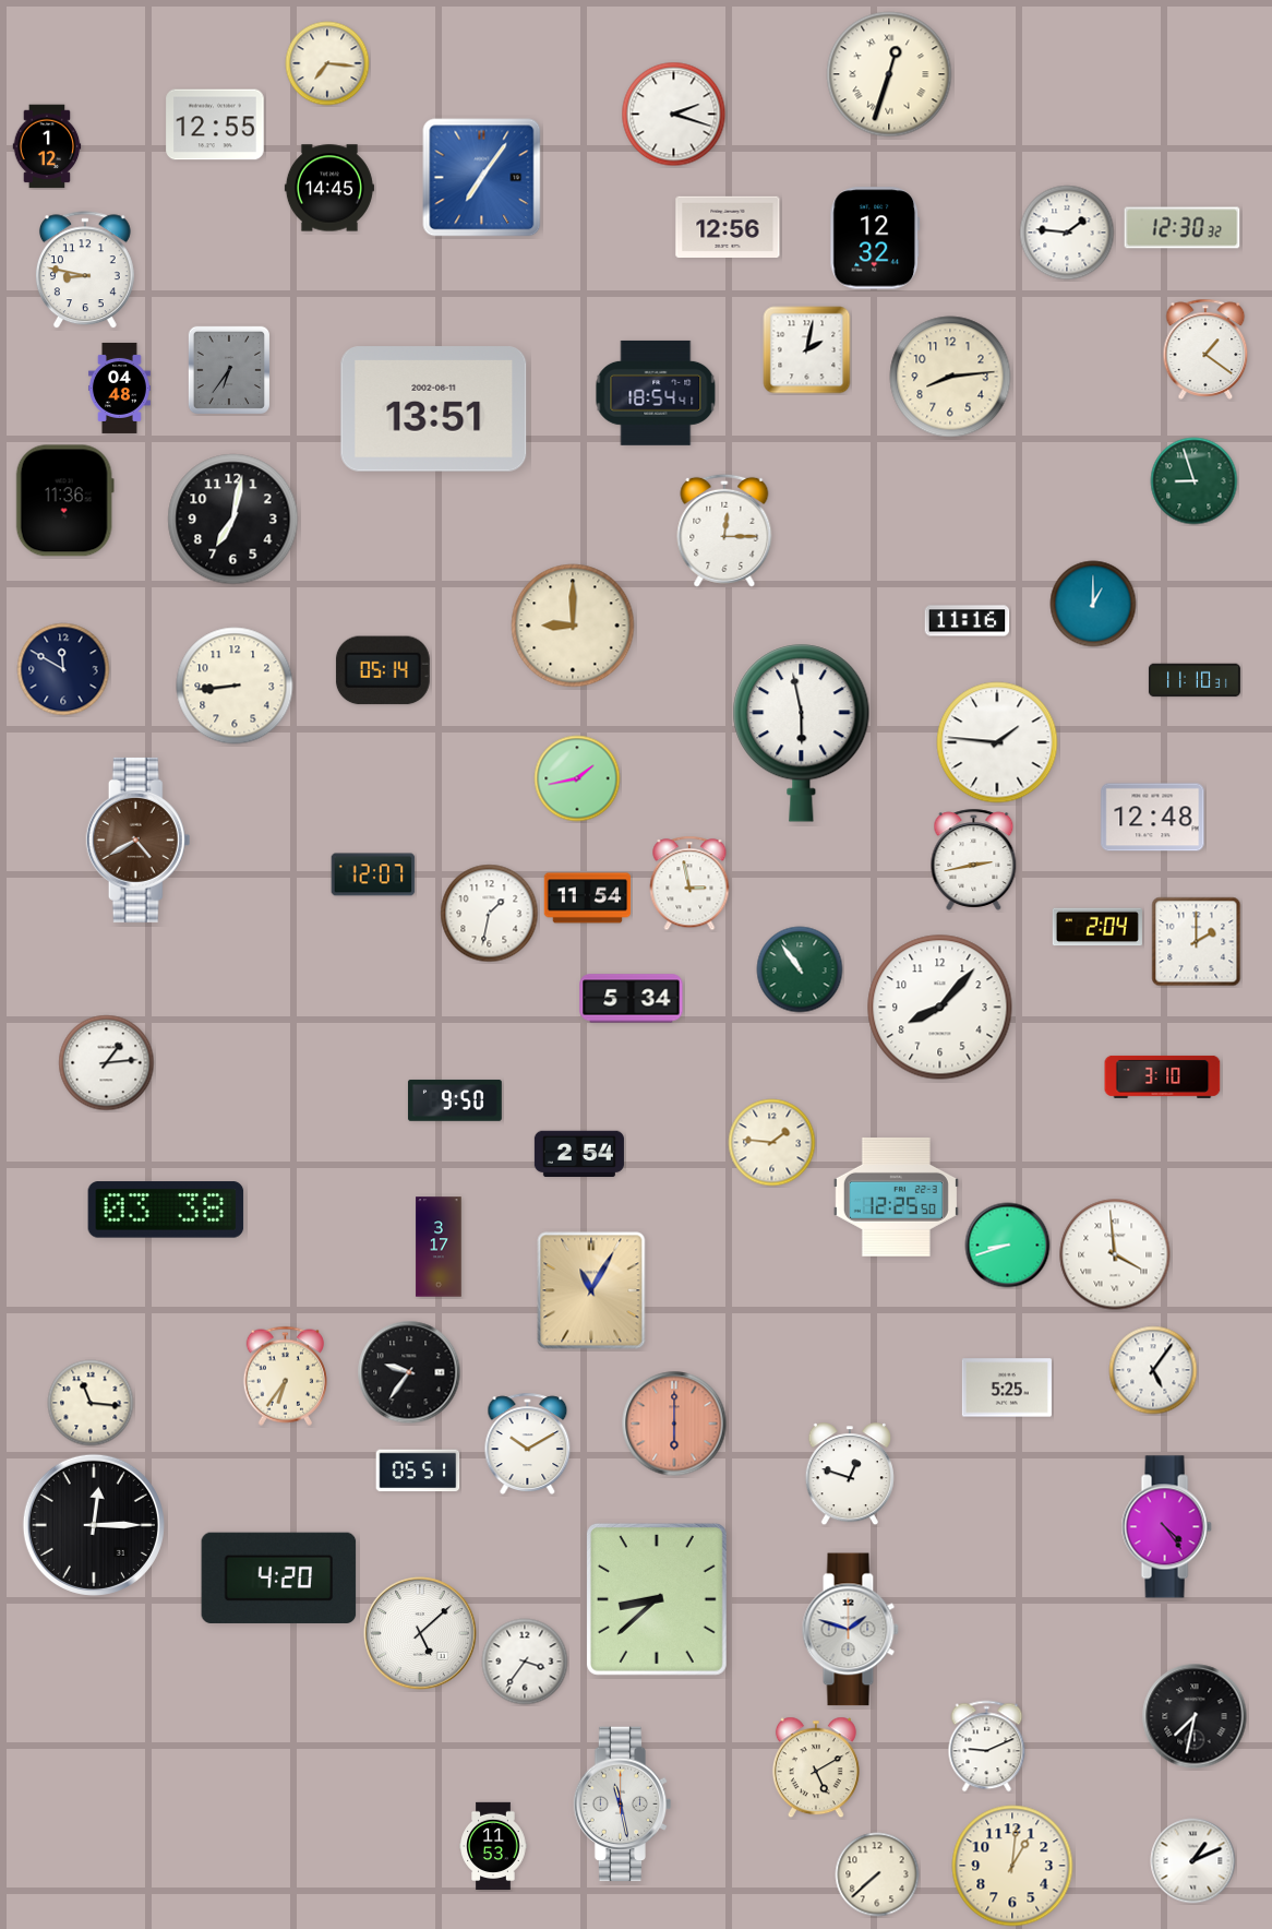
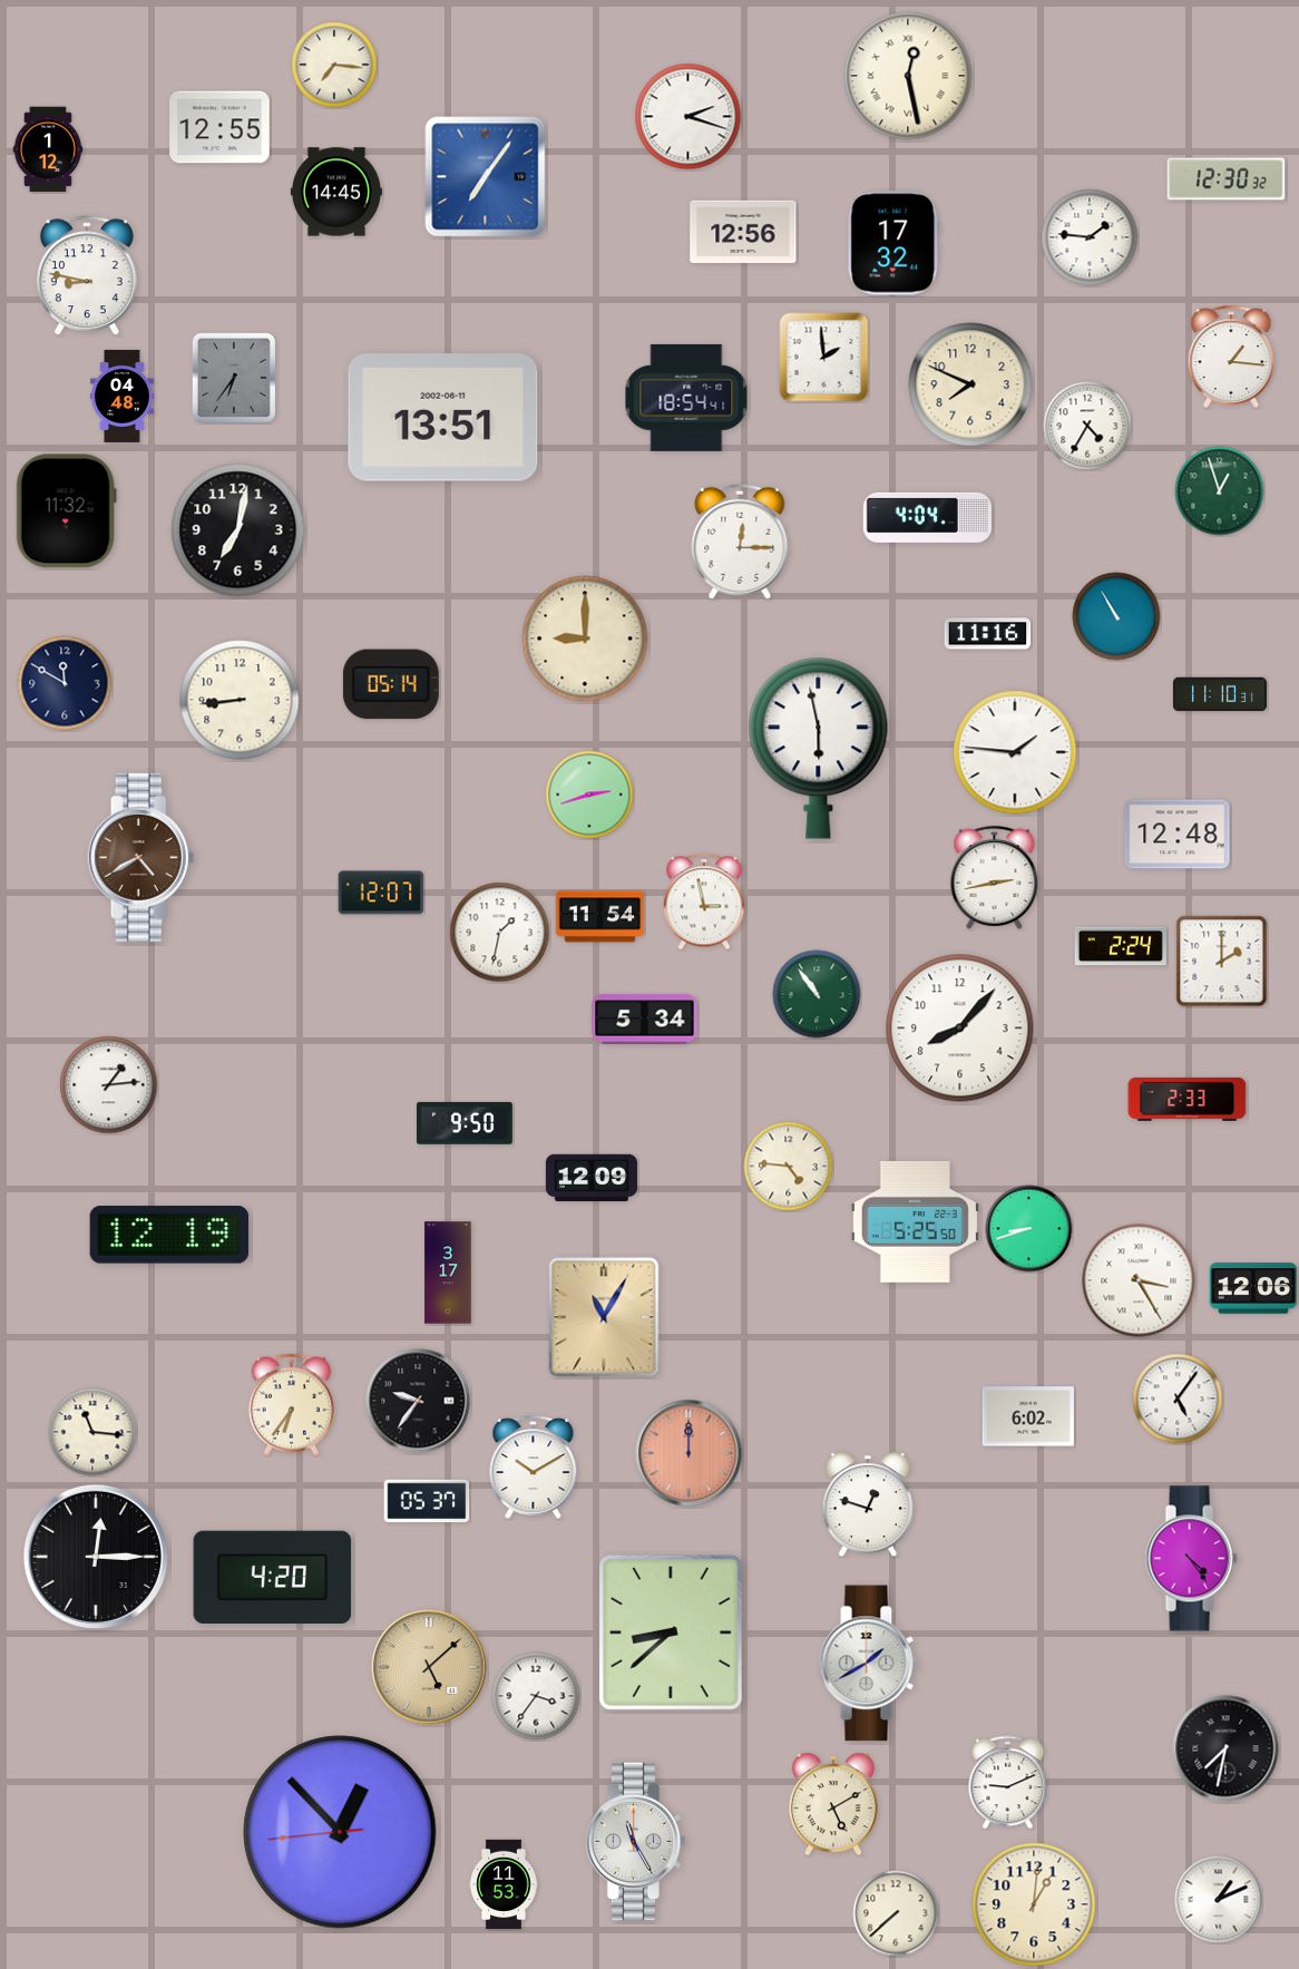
clock at (889, 74): 12:33 -> 12:28
clock at (482, 178) position: (482, 178) -> (486, 177)
clock at (1183, 228) position: (1183, 228) -> (1227, 179)
clock at (875, 238): 12:32 -> 17:32
clock at (1205, 349): 1:21 -> 1:16
clock at (807, 350): 2:02 -> 1:59
clock at (950, 377): 8:14 -> 7:49
clock at (656, 393) position: (656, 393) -> (686, 398)
clock at (1087, 426): none -> 4:35
clock at (1195, 481): 8:57 -> 12:57
clock at (64, 501): 11:36 -> 11:32
clock at (927, 517): none -> 4:04
clock at (1093, 604): 1:00 -> 10:55
clock at (997, 742) position: (997, 742) -> (1015, 752)
clock at (577, 778): 1:43 -> 2:42
clock at (1097, 927): 2:04 -> 2:24
clock at (800, 969) position: (800, 969) -> (817, 994)
clock at (1163, 1076): 3:10 -> 2:33
clock at (772, 1143): 1:46 -> 4:46
clock at (579, 1154): 2:54 -> 12:09
clock at (896, 1196): 12:25 -> 5:25
clock at (166, 1210): 03:38 -> 12:19
clock at (1008, 1246) position: (1008, 1246) -> (1029, 1229)
clock at (1115, 1254): 3:59 -> 3:25
clock at (1253, 1288): none -> 12:06
clock at (1007, 1388): 5:25 -> 6:02
clock at (674, 1424): 6:00 -> 12:00
clock at (528, 1443) position: (528, 1443) -> (534, 1466)
clock at (418, 1470): 05:51 -> 05:37
clock at (279, 1577) position: (279, 1577) -> (273, 1577)
clock at (850, 1630): 1:48 -> 1:40
clock at (420, 1633) dial: white -> champagne
clock at (1195, 1716) position: (1195, 1716) -> (1225, 1748)
clock at (340, 1832): none -> 12:52
clock at (623, 1805): 11:28 -> 11:25
